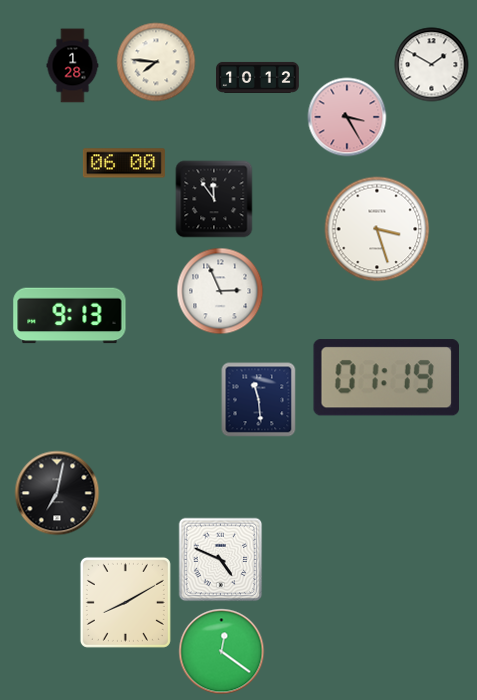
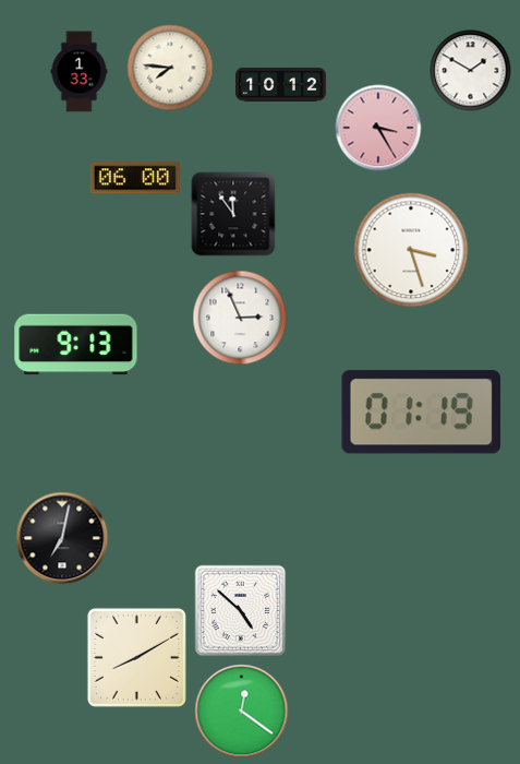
clock at (73, 66): 1:28 -> 1:33
clock at (214, 199) position: (214, 199) -> (233, 214)
clock at (259, 400): 11:29 -> none
clock at (221, 560): 4:49 -> 4:52
